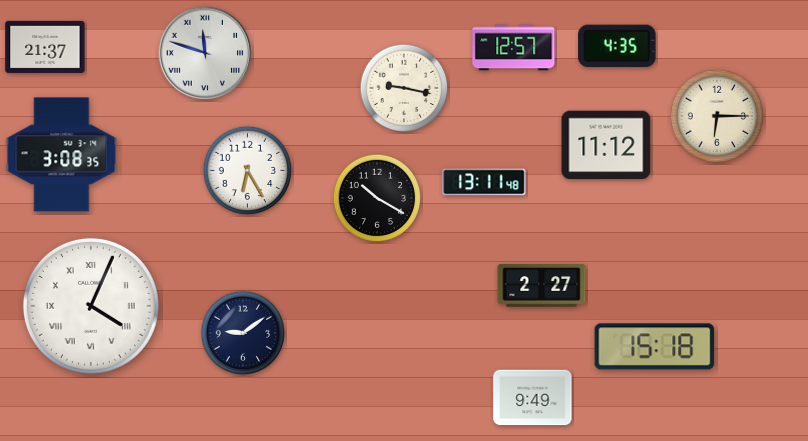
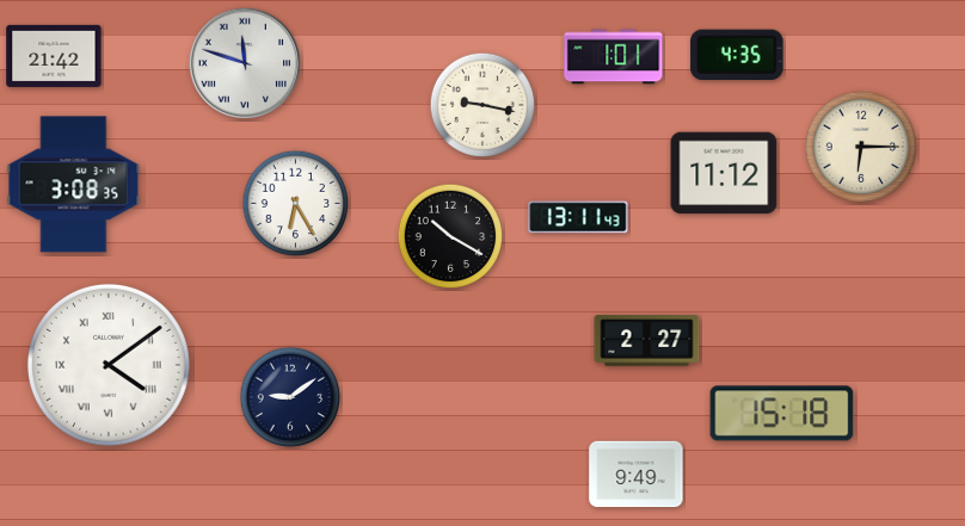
clock at (45, 47): 21:37 -> 21:42
clock at (514, 48): 12:57 -> 1:01
clock at (716, 115) position: (716, 115) -> (860, 146)
clock at (484, 182): 13:11:48 -> 13:11:43
clock at (91, 306): 4:04 -> 4:09
